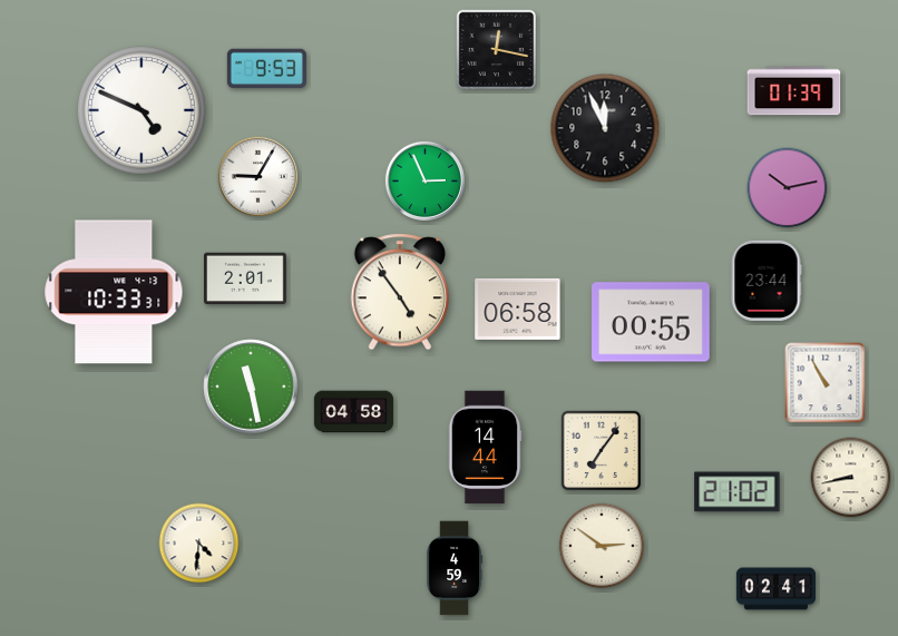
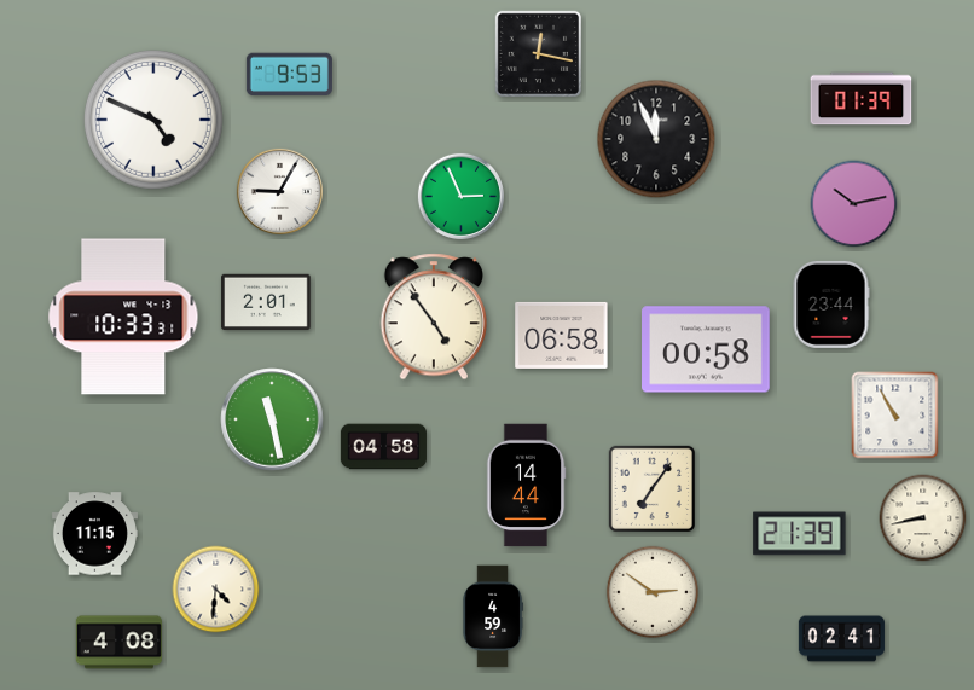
clock at (652, 322): 00:55 -> 00:58
clock at (94, 534): none -> 11:15
clock at (738, 492): 21:02 -> 21:39
clock at (118, 643): none -> 4:08
